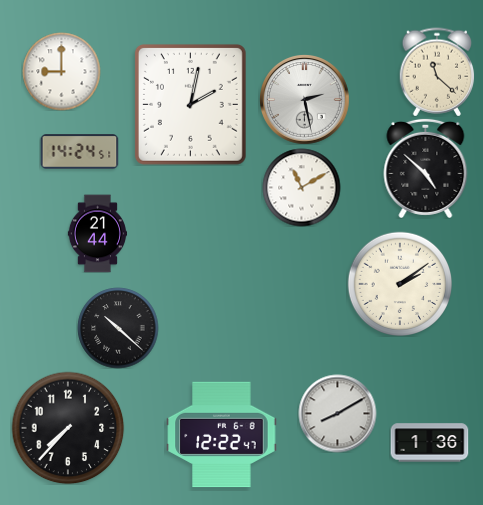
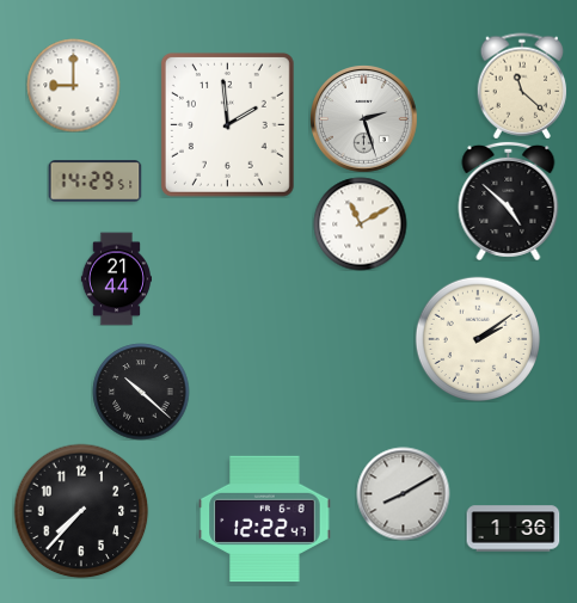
clock at (305, 100): 2:28 -> 2:27
clock at (190, 104): 2:02 -> 1:59
clock at (79, 152): 14:24 -> 14:29
